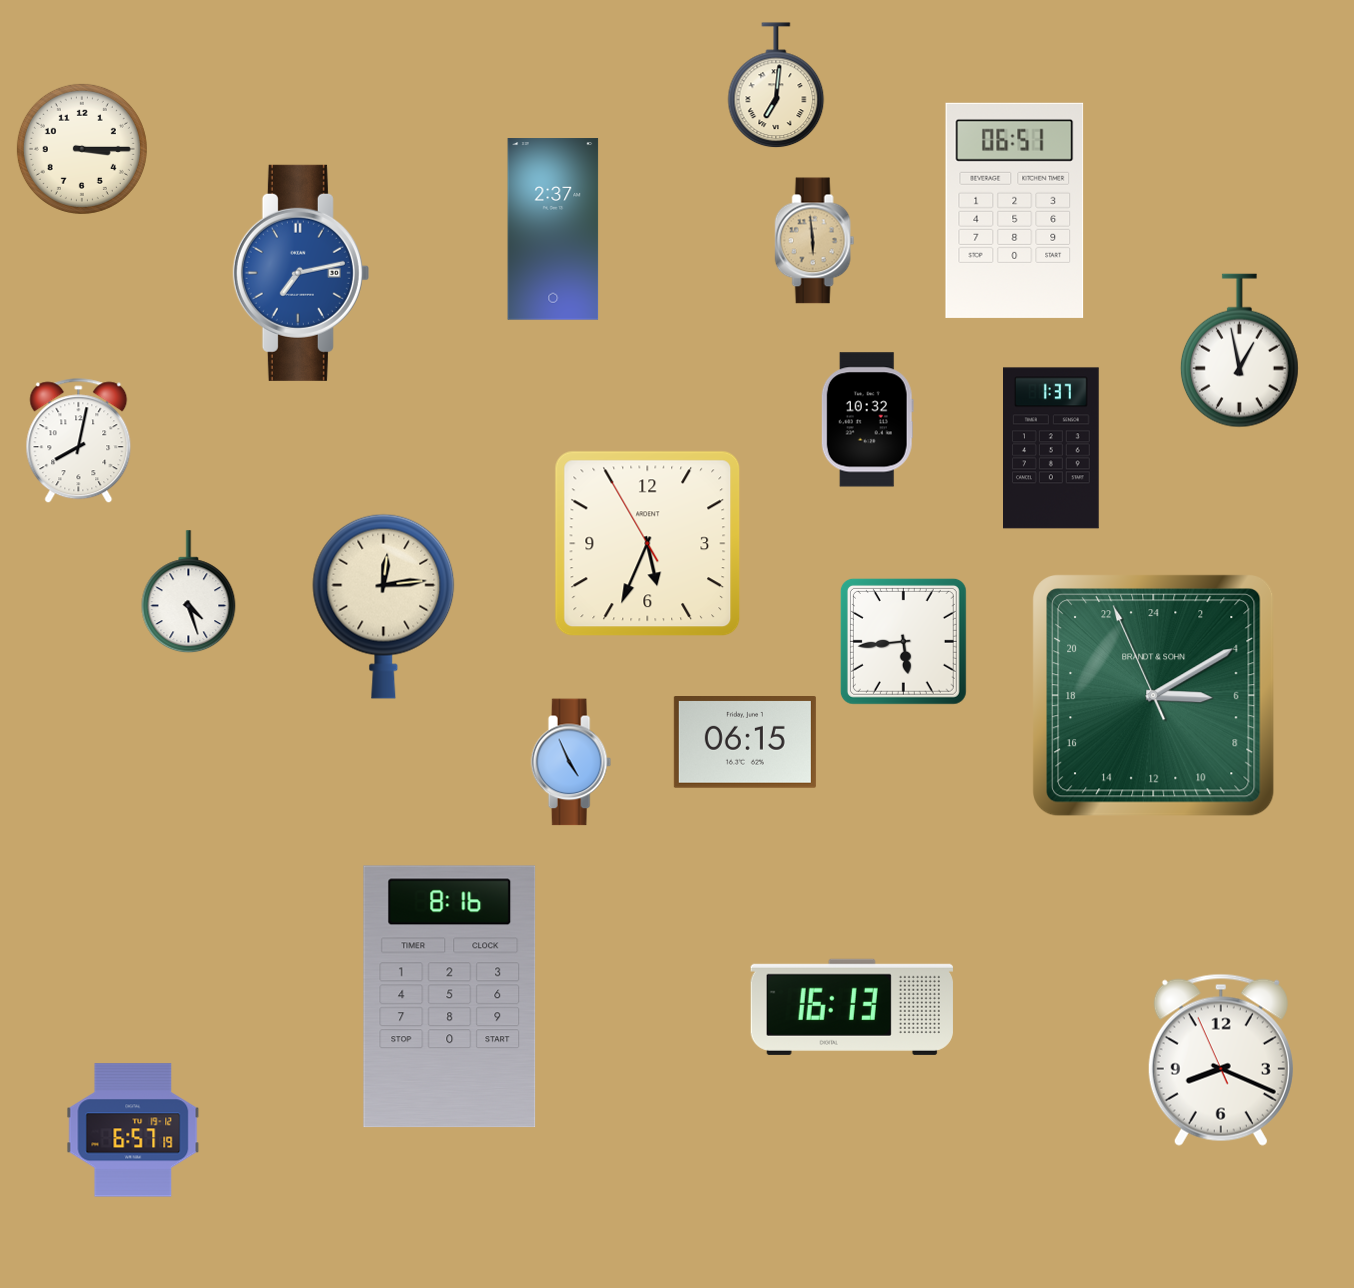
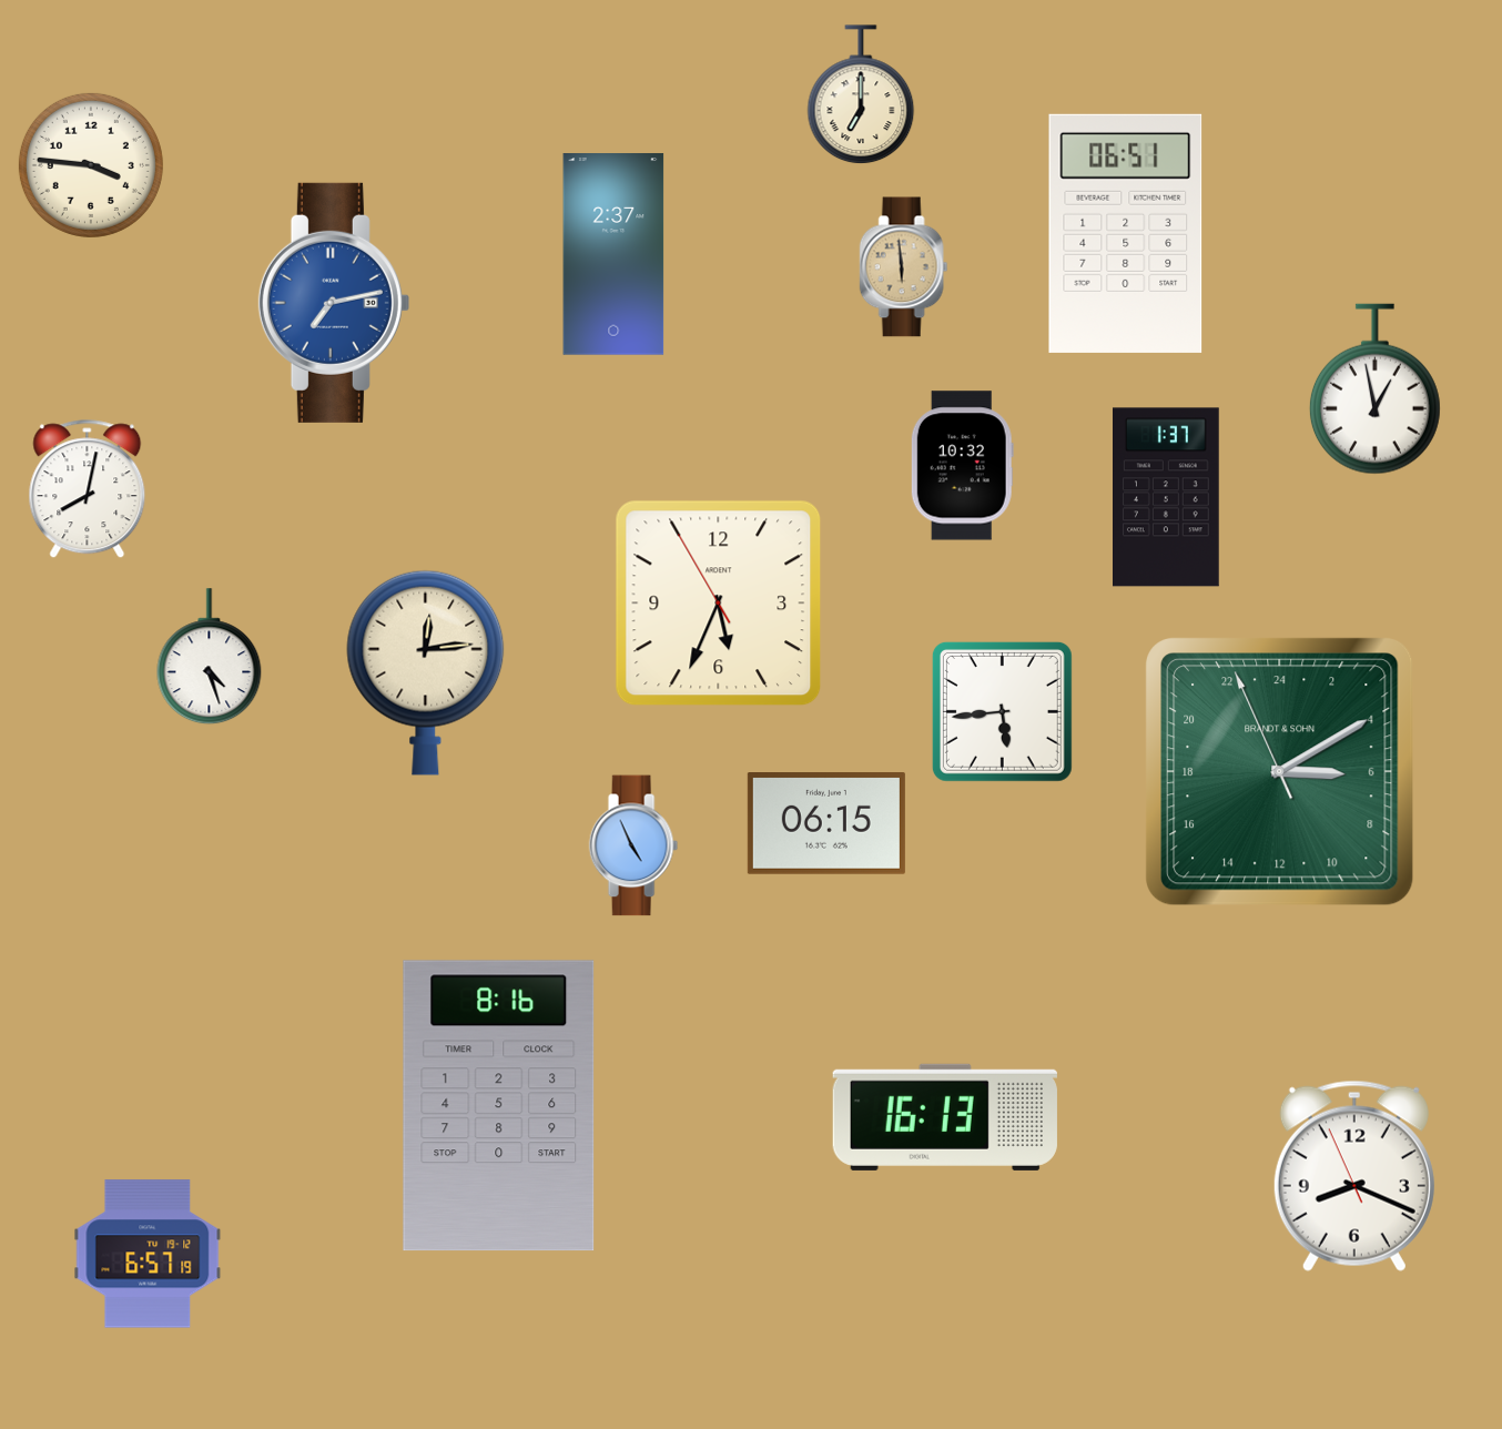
clock at (776, 86): 7:01 -> 7:00
clock at (82, 149): 3:15 -> 3:46
